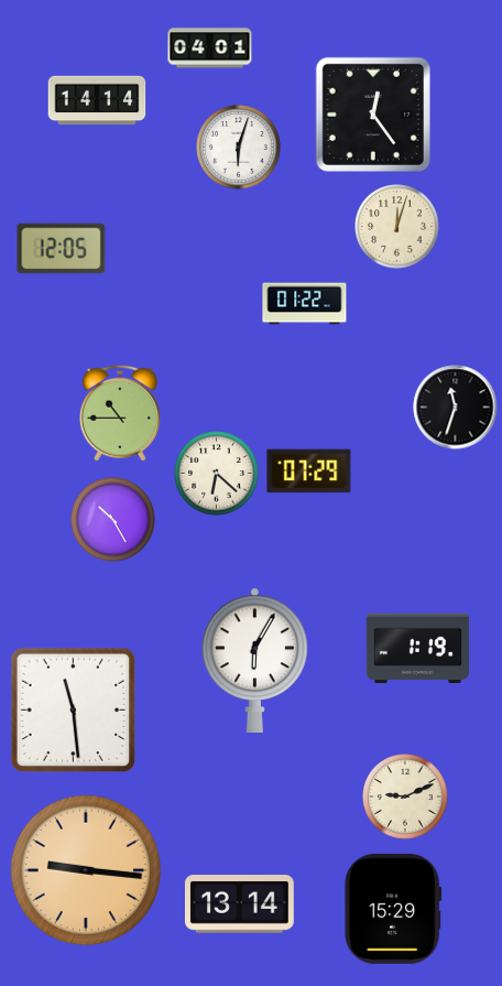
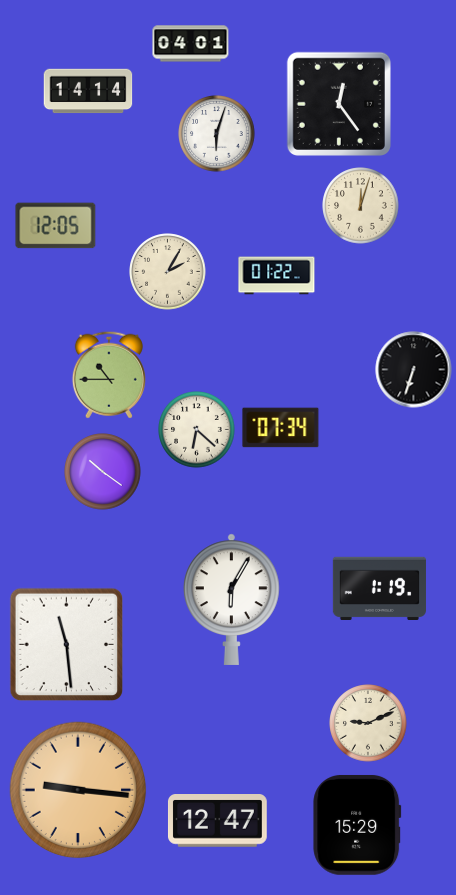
clock at (168, 272): none -> 2:05
clock at (456, 408): 11:33 -> 6:33
clock at (309, 472): 07:29 -> 07:34
clock at (113, 520): 10:25 -> 10:21
clock at (239, 904): 13:14 -> 12:47
